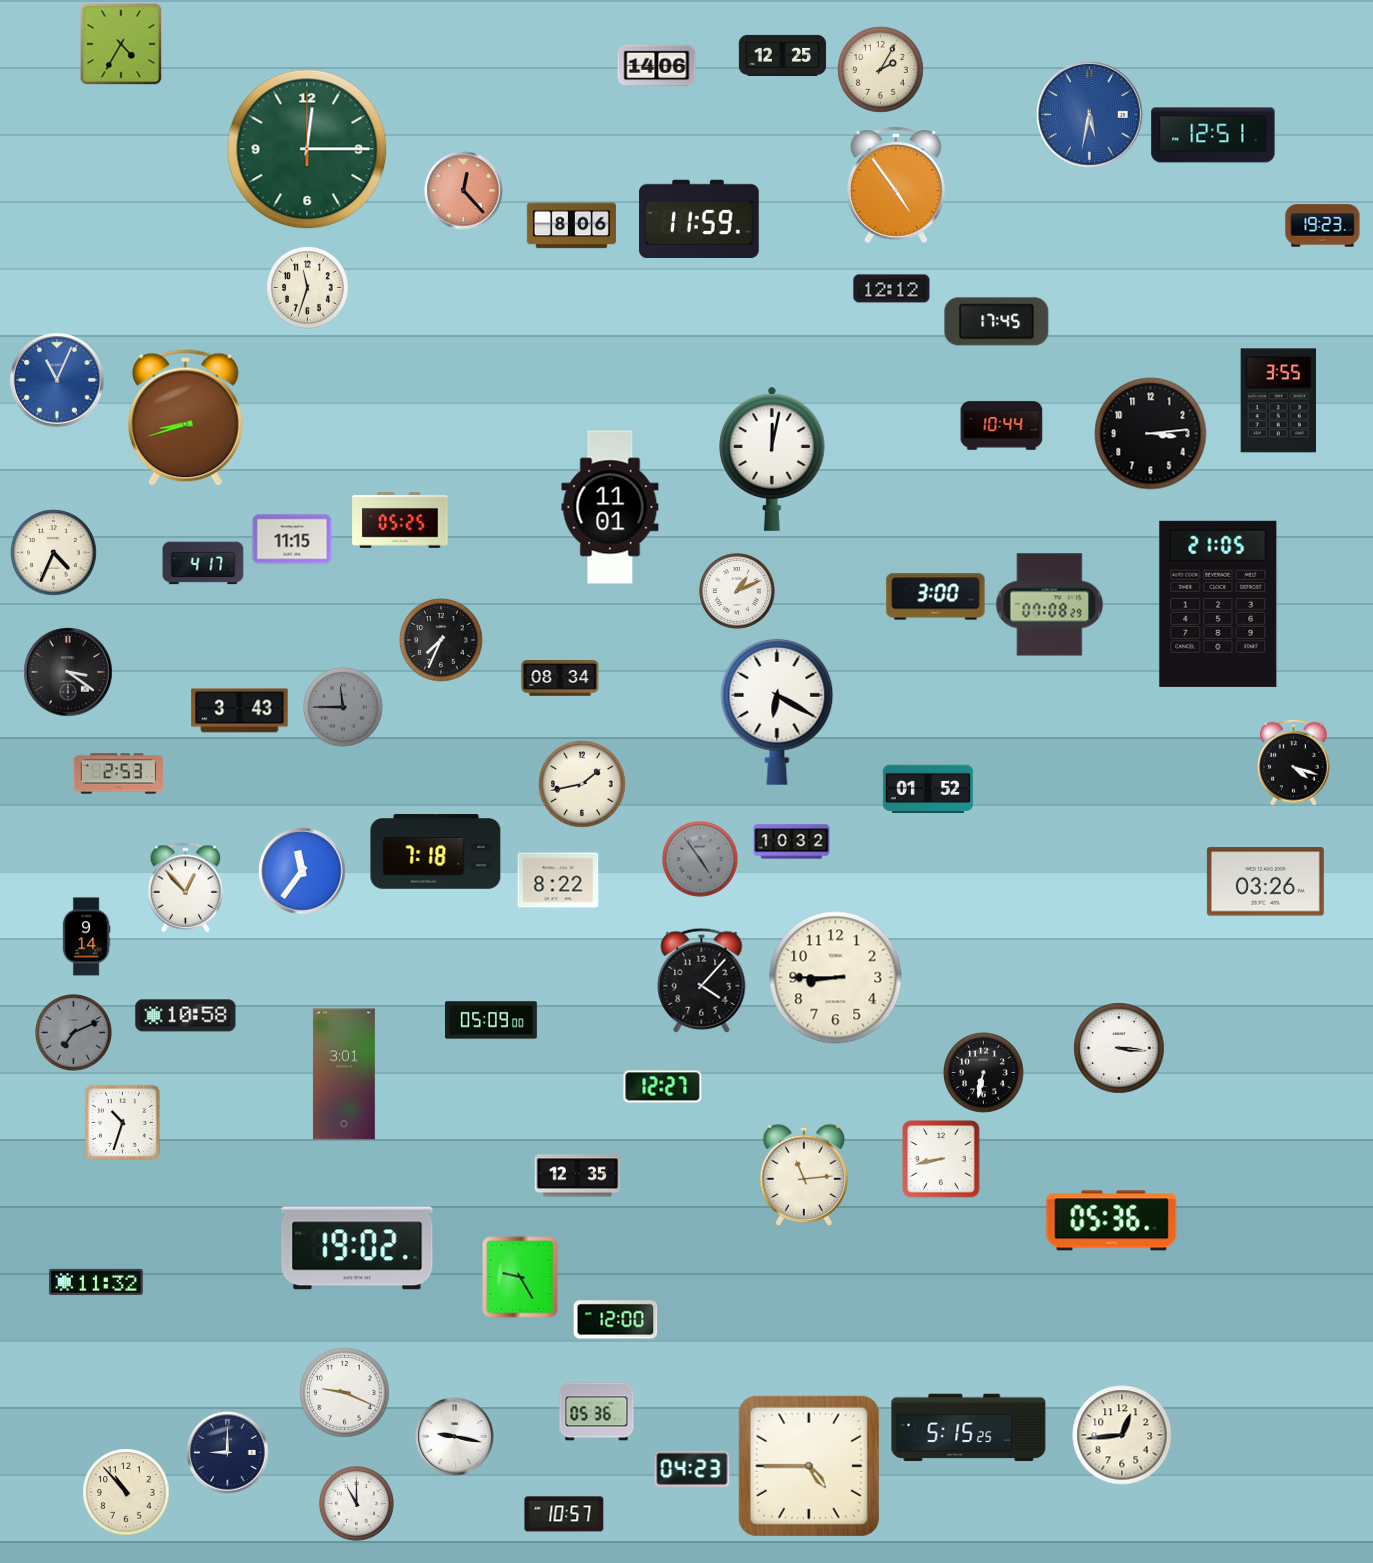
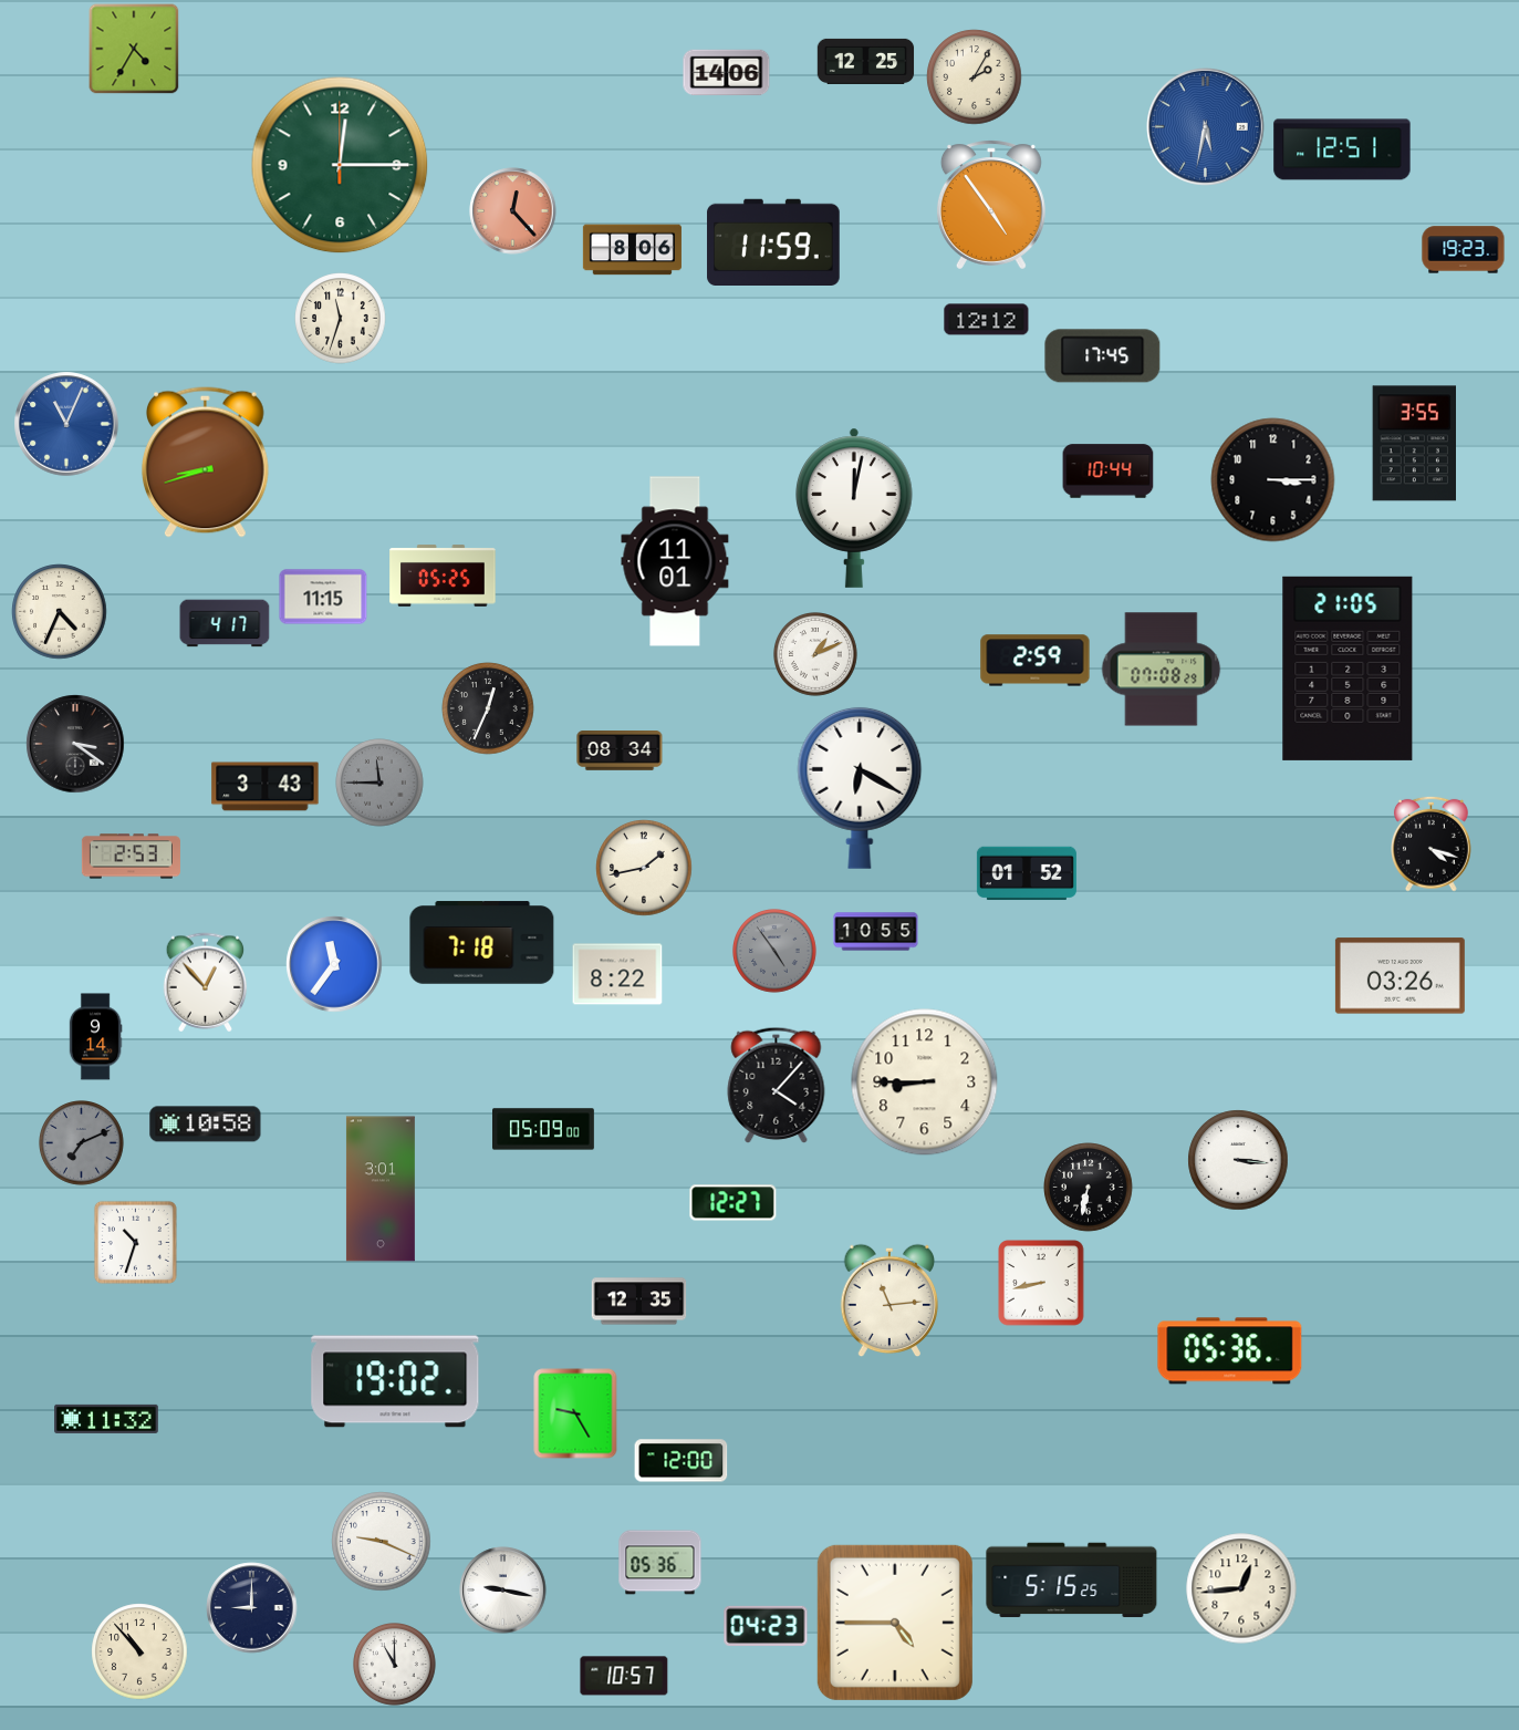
clock at (57, 380) position: (57, 380) -> (66, 424)
clock at (1151, 434): 3:14 -> 3:15
clock at (936, 597): 3:00 -> 2:59
clock at (441, 640): 7:34 -> 12:34
clock at (792, 842): 10:32 -> 10:55
